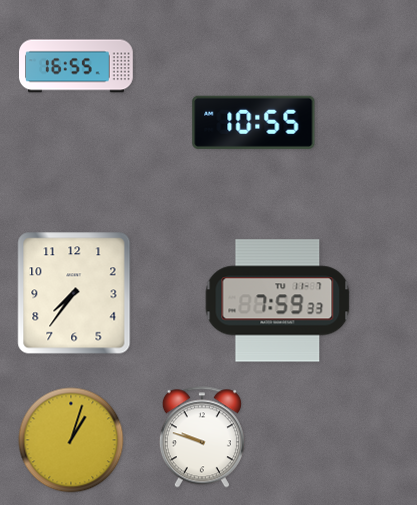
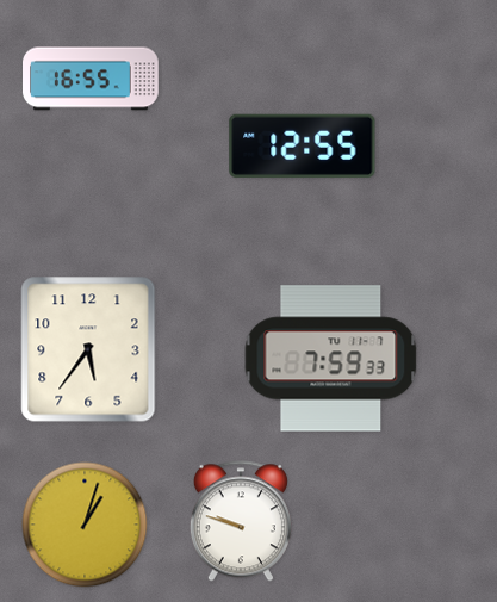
clock at (254, 122): 10:55 -> 12:55
clock at (74, 293): 7:36 -> 5:36
